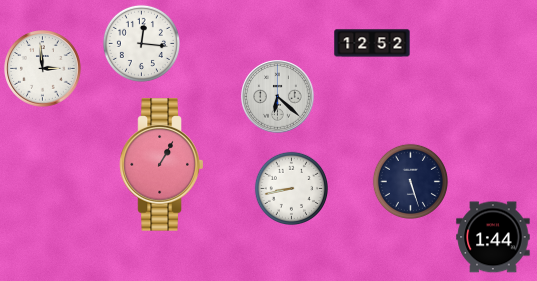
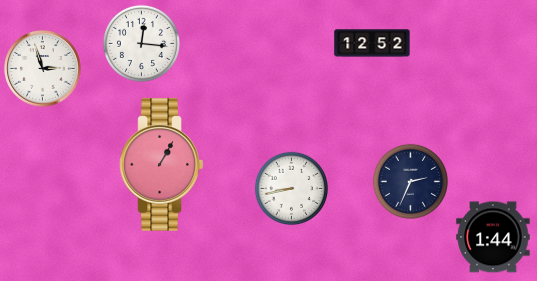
clock at (43, 69): 2:59 -> 2:57
clock at (278, 97): 6:22 -> none
clock at (410, 181): 5:27 -> 2:34
